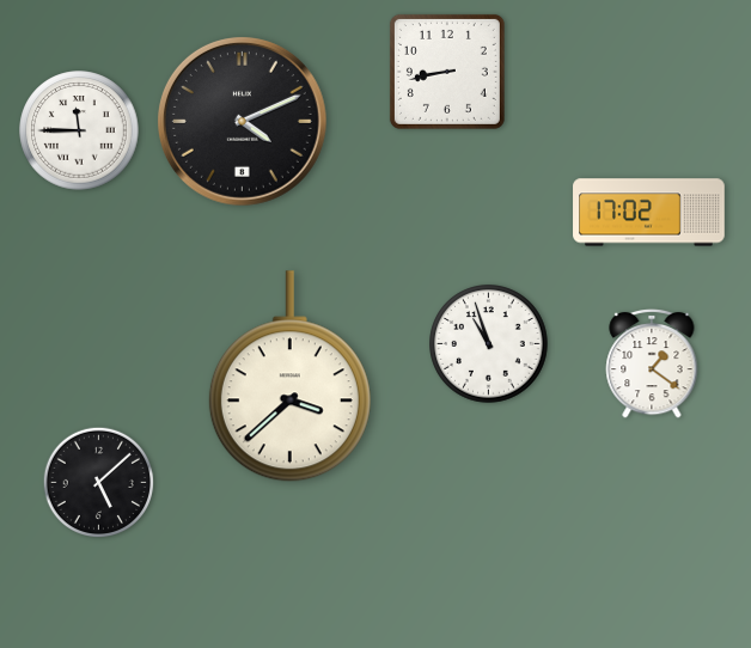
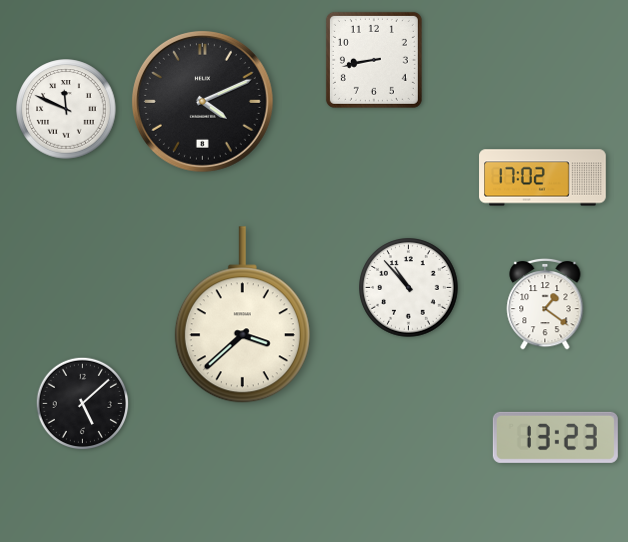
clock at (79, 130): 11:45 -> 11:49
clock at (489, 344): 10:57 -> 10:53
clock at (555, 437): none -> 13:23
